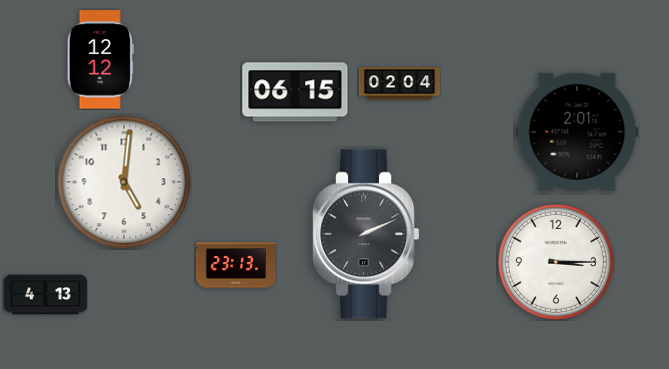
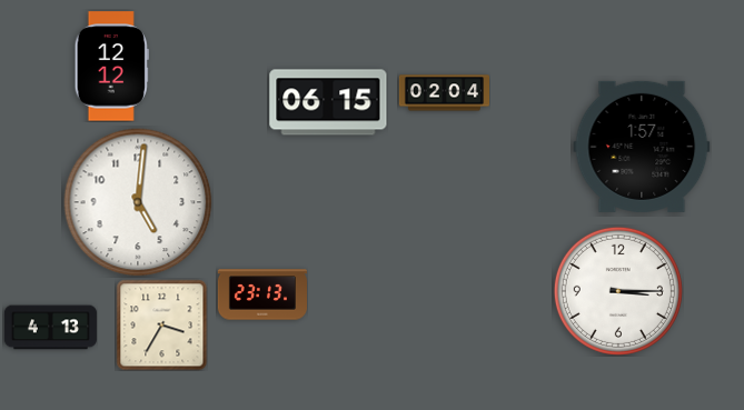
clock at (577, 132): 2:01 -> 1:57
clock at (366, 234): 2:11 -> none
clock at (161, 324): none -> 3:35
